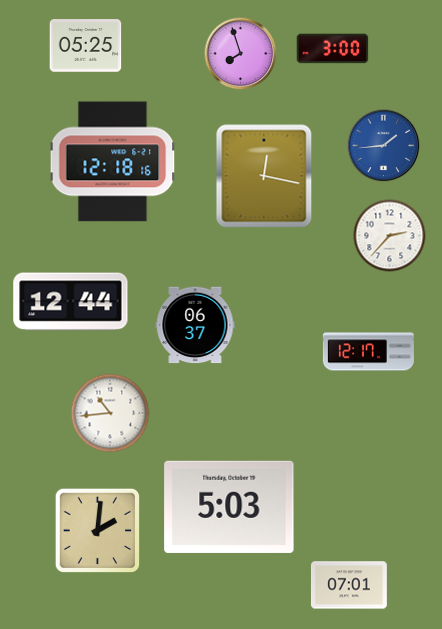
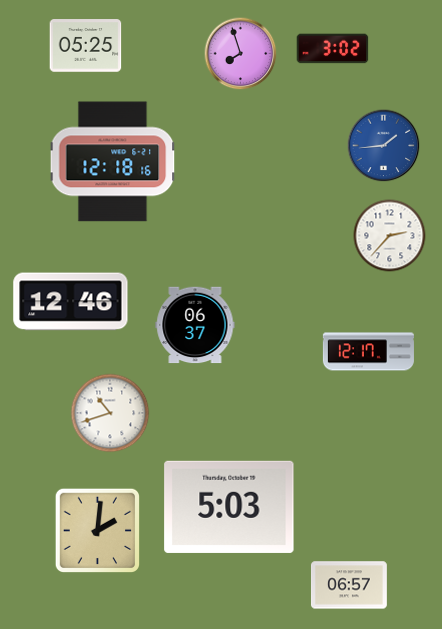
clock at (333, 49): 3:00 -> 3:02
clock at (264, 176): 12:17 -> none
clock at (71, 302): 12:44 -> 12:46
clock at (110, 413): 10:44 -> 10:42
clock at (349, 585): 07:01 -> 06:57
